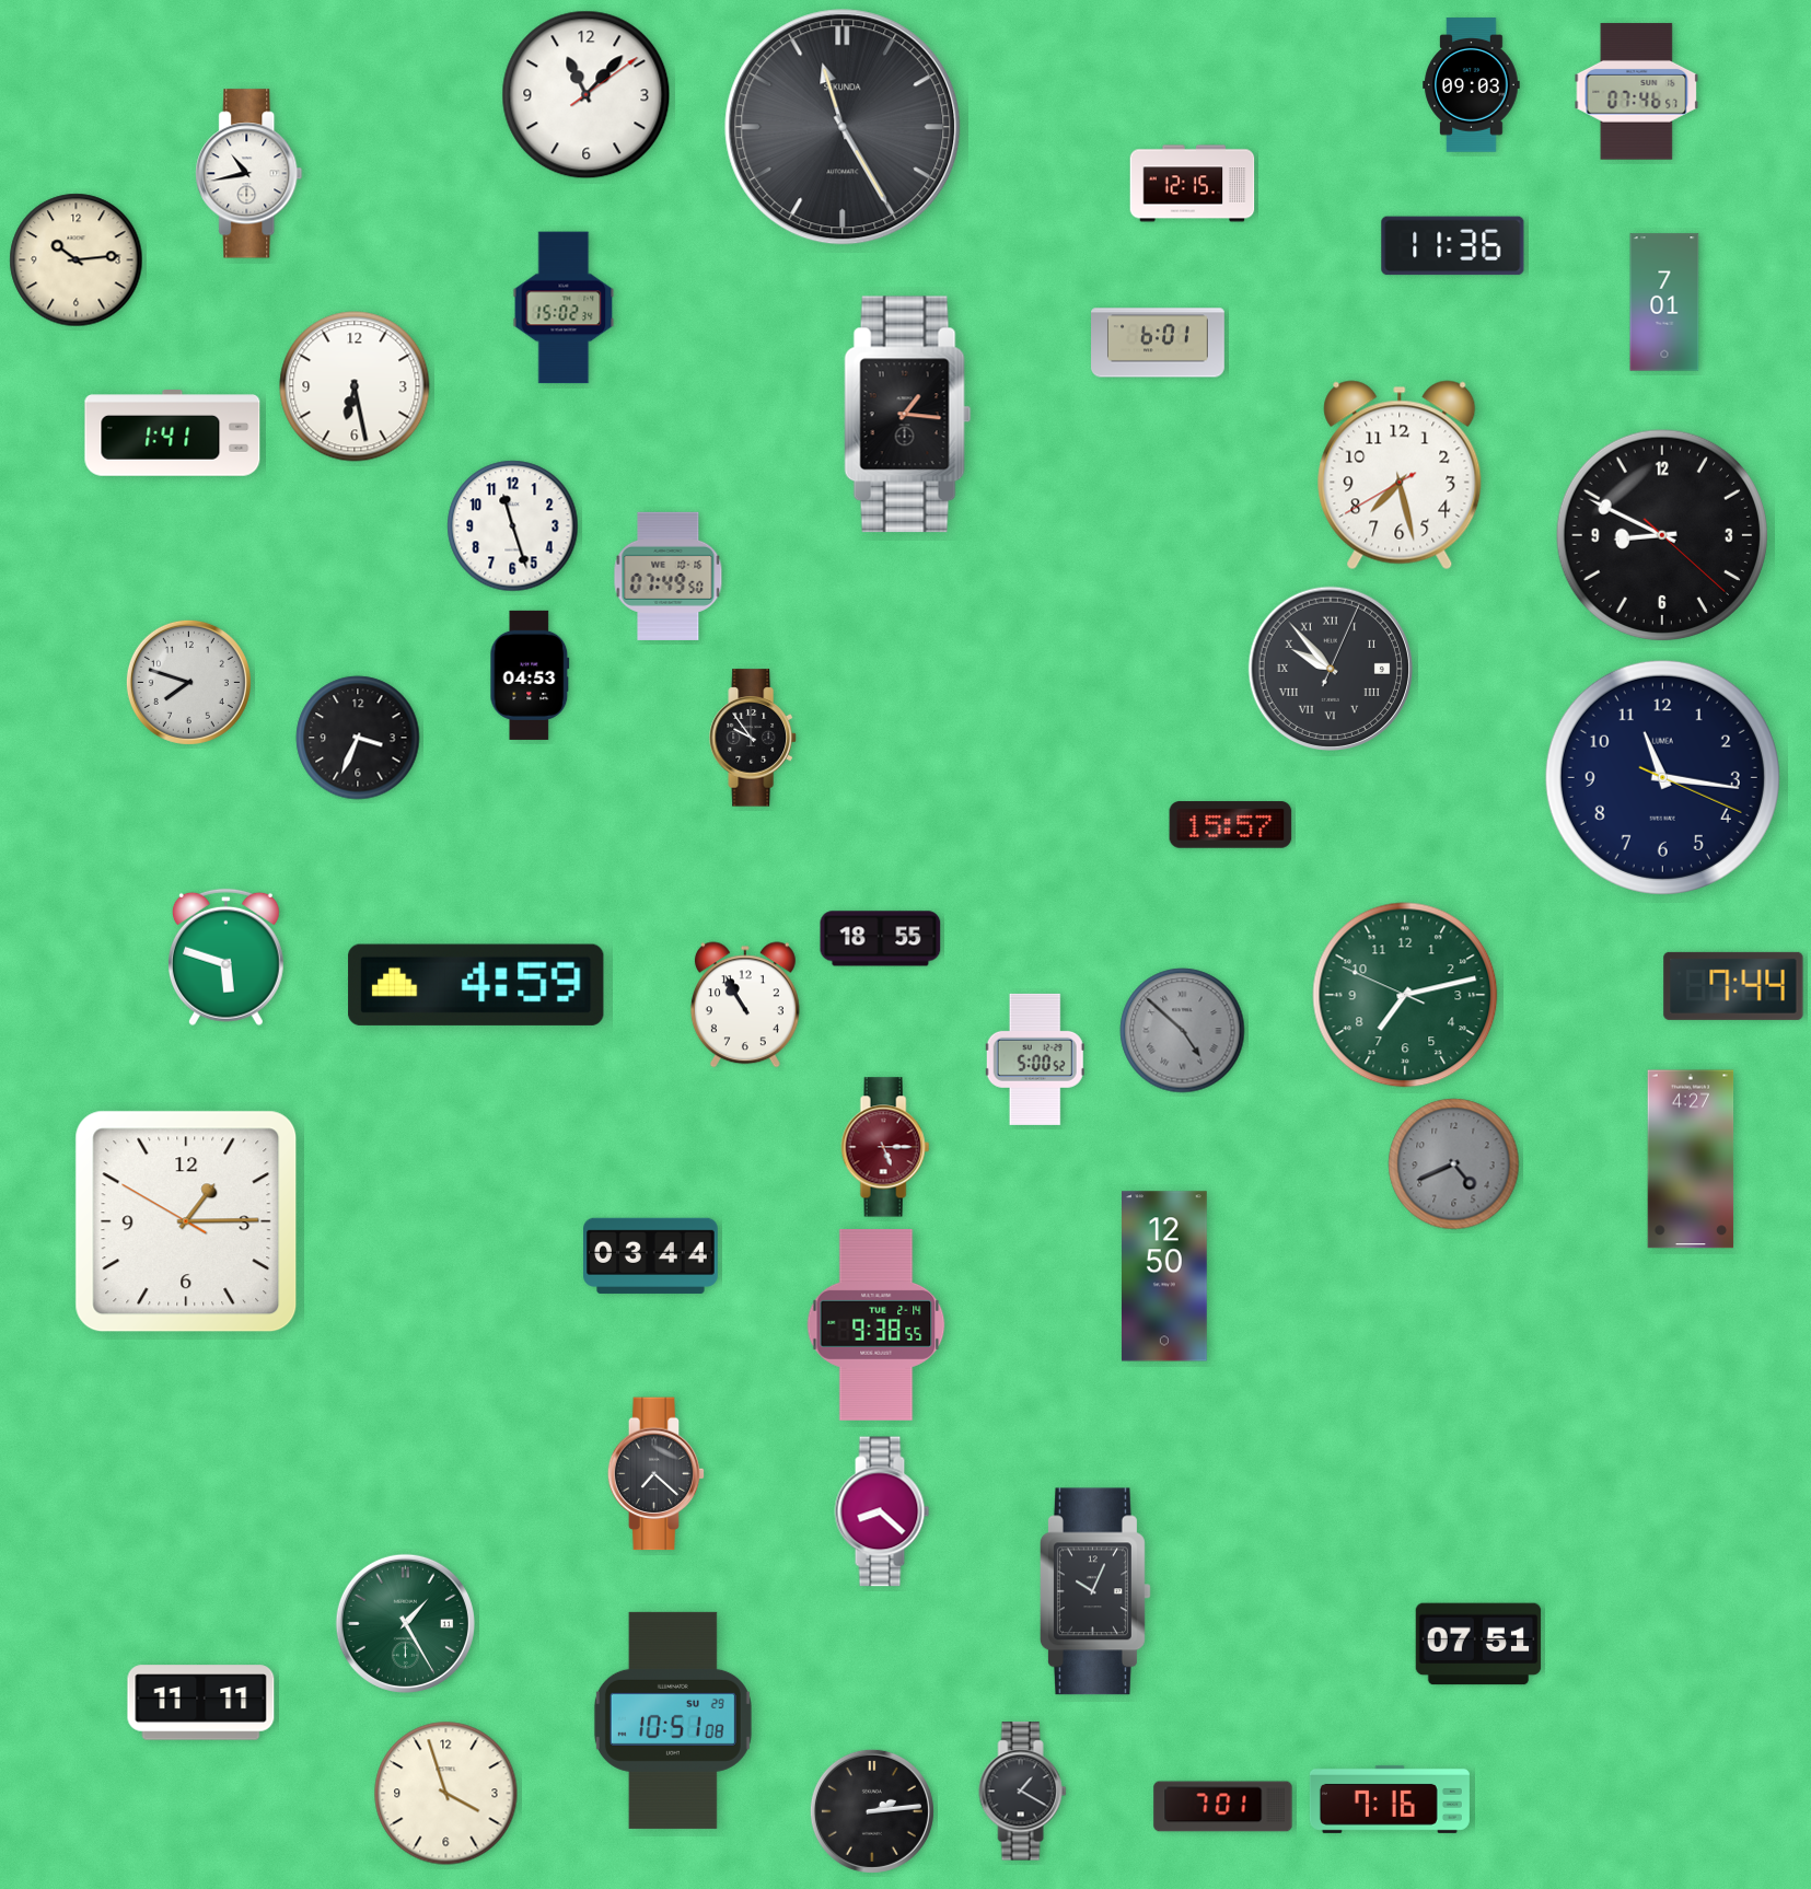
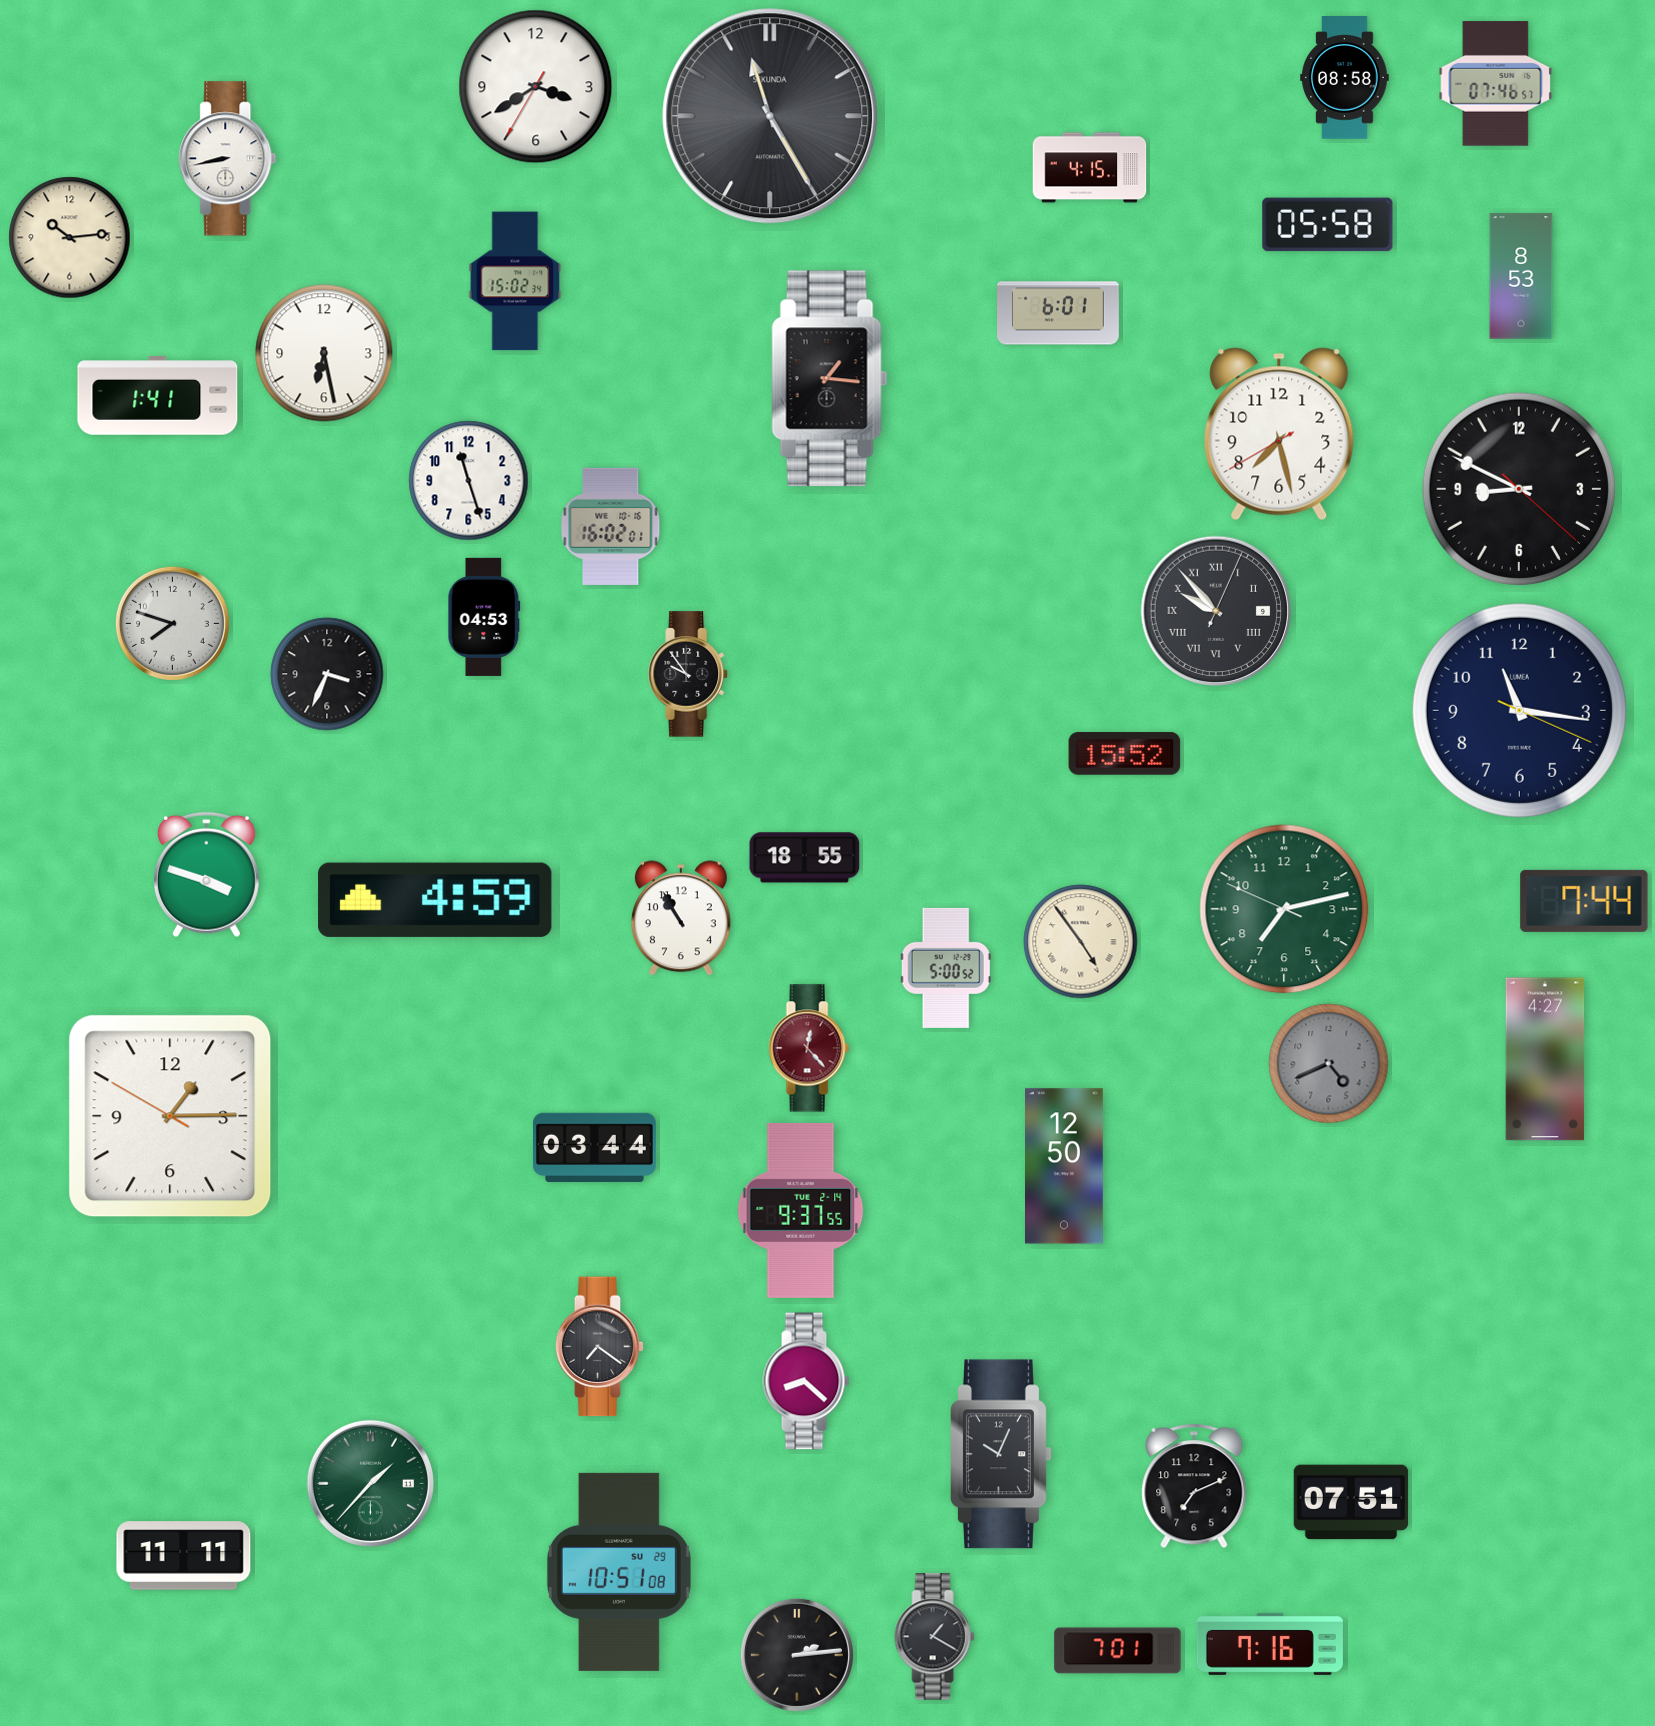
clock at (1472, 85): 09:03 -> 08:58
clock at (587, 95): 11:07 -> 3:39
clock at (249, 174): 10:43 -> 8:43
clock at (1193, 184): 12:15 -> 4:15
clock at (1453, 246): 11:36 -> 05:58
clock at (1664, 302): 7:01 -> 8:53
clock at (669, 576): 07:49 -> 16:02
clock at (1231, 825): 15:57 -> 15:52
clock at (225, 958): 5:48 -> 3:48
clock at (1183, 1031): 4:52 -> 4:54
clock at (1183, 1031) dial: grey -> cream
clock at (885, 1147): 5:15 -> 12:23
clock at (877, 1324): 9:38 -> 9:37
clock at (657, 1474): 7:22 -> 7:21
clock at (405, 1623): 1:25 -> 1:37
clock at (1194, 1486): none -> 7:11
clock at (673, 1720) position: (673, 1720) -> (619, 1572)
clock at (446, 1794): 3:57 -> none
